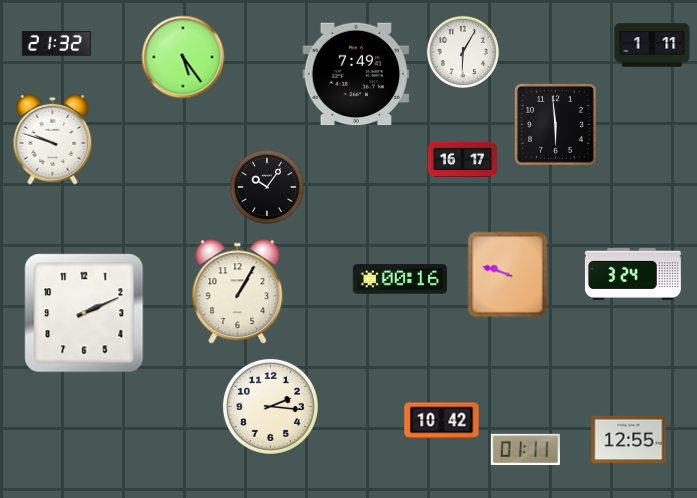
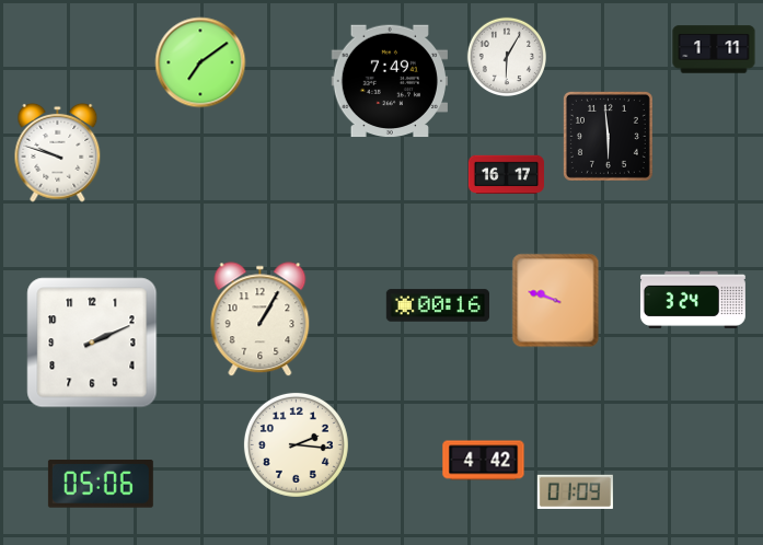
clock at (56, 44): 21:32 -> none
clock at (183, 57): 5:24 -> 7:09
clock at (267, 187): 10:06 -> none
clock at (442, 421): 10:42 -> 4:42
clock at (629, 440): 12:55 -> none
clock at (101, 485): none -> 05:06
clock at (525, 449): 01:11 -> 01:09
